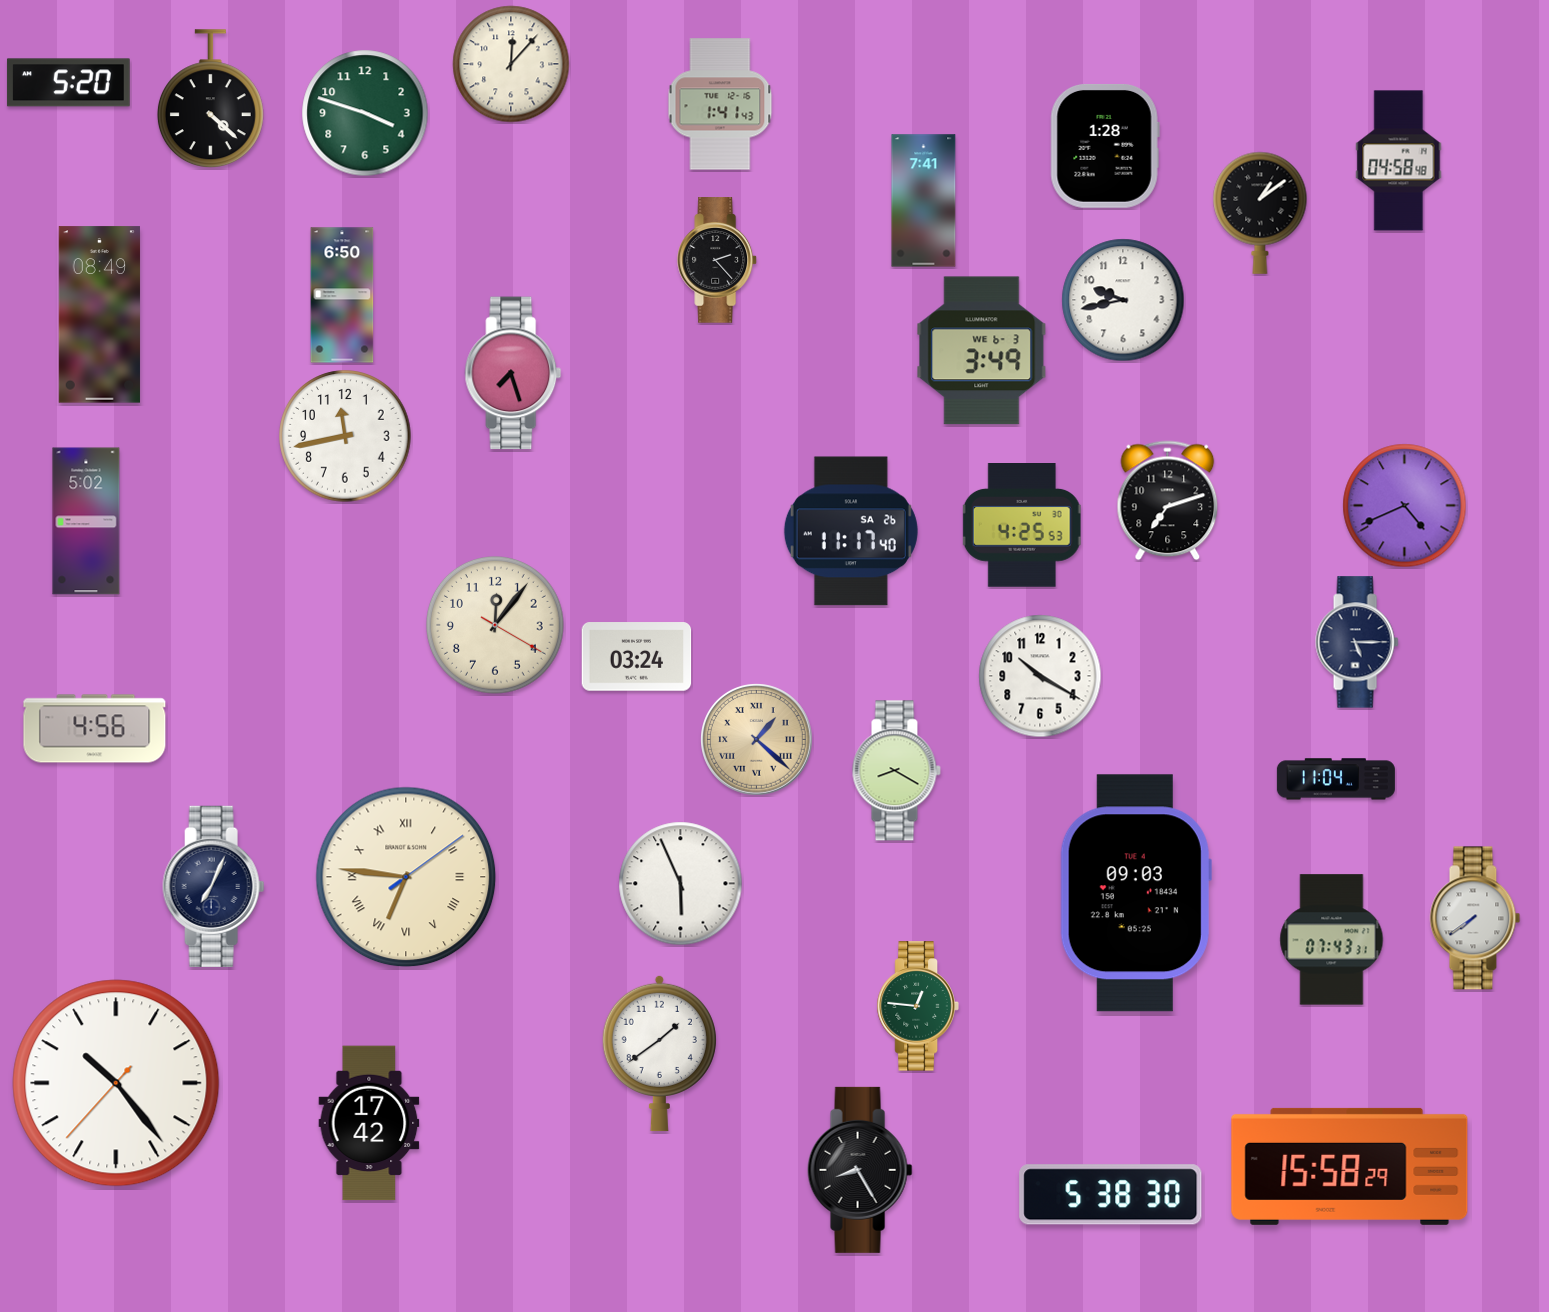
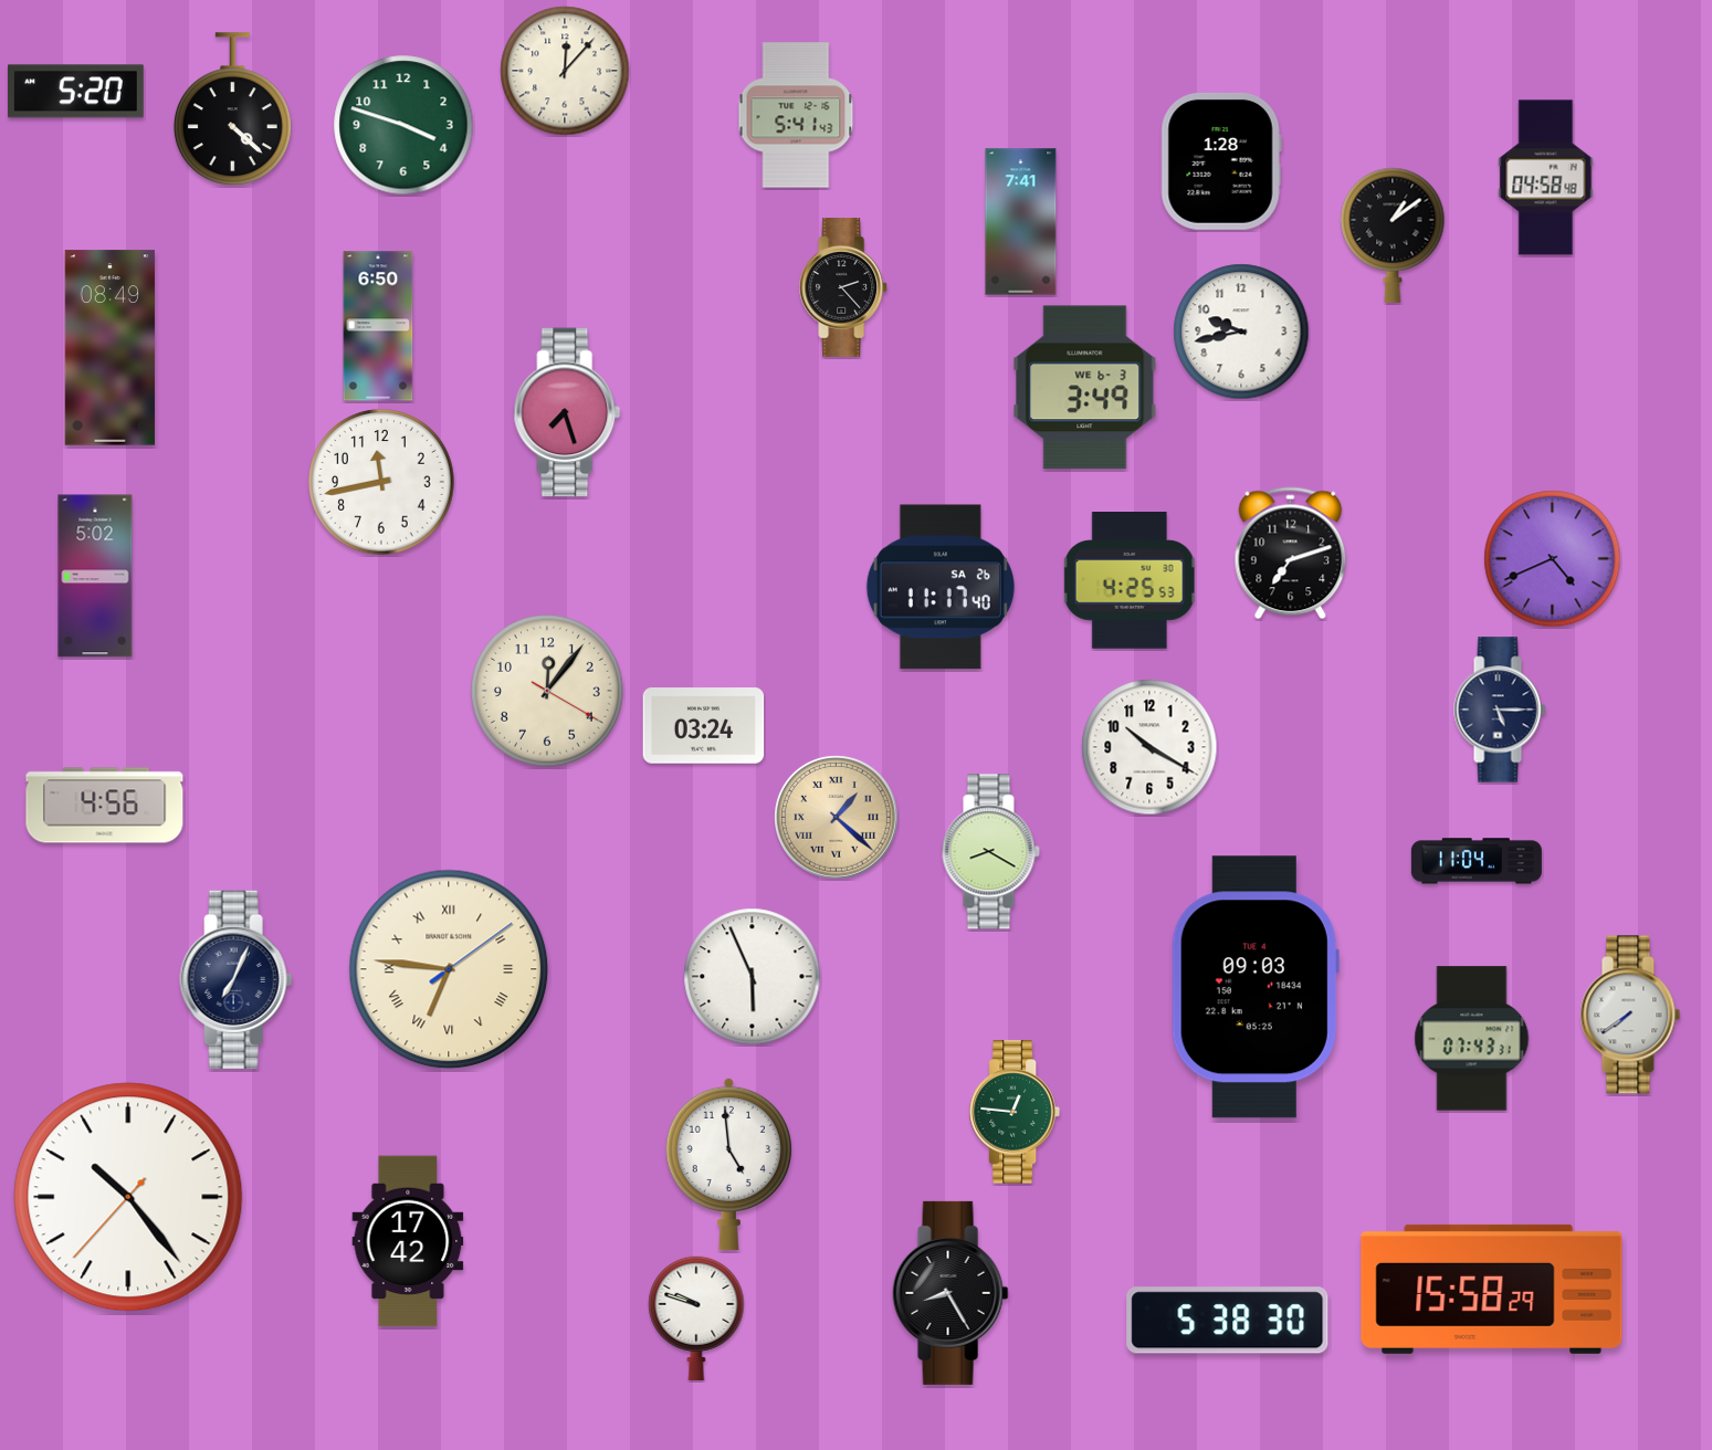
clock at (720, 104): 1:41 -> 5:41
clock at (718, 260) position: (718, 260) -> (844, 287)
clock at (659, 1053): 1:39 -> 4:59
clock at (696, 1317): none -> 9:48
